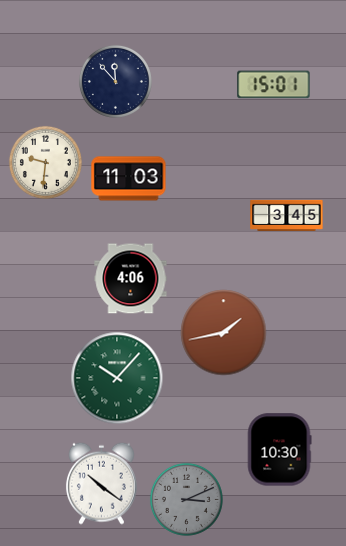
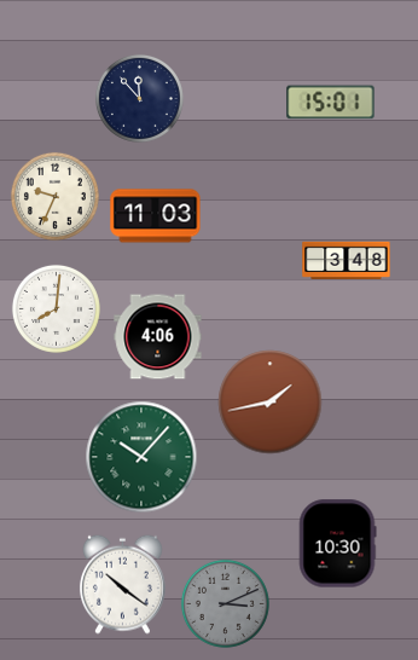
clock at (45, 162): 9:31 -> 9:34
clock at (287, 215): 3:45 -> 3:48
clock at (56, 308): none -> 8:01
